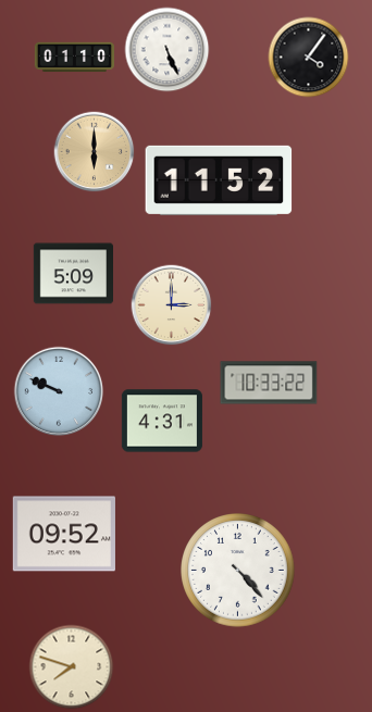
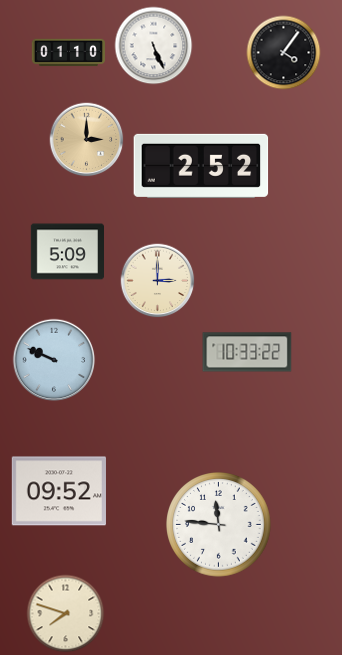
clock at (95, 152): 6:00 -> 3:00
clock at (219, 180): 11:52 -> 2:52
clock at (162, 421): 4:31 -> none
clock at (238, 571): 4:23 -> 11:46
